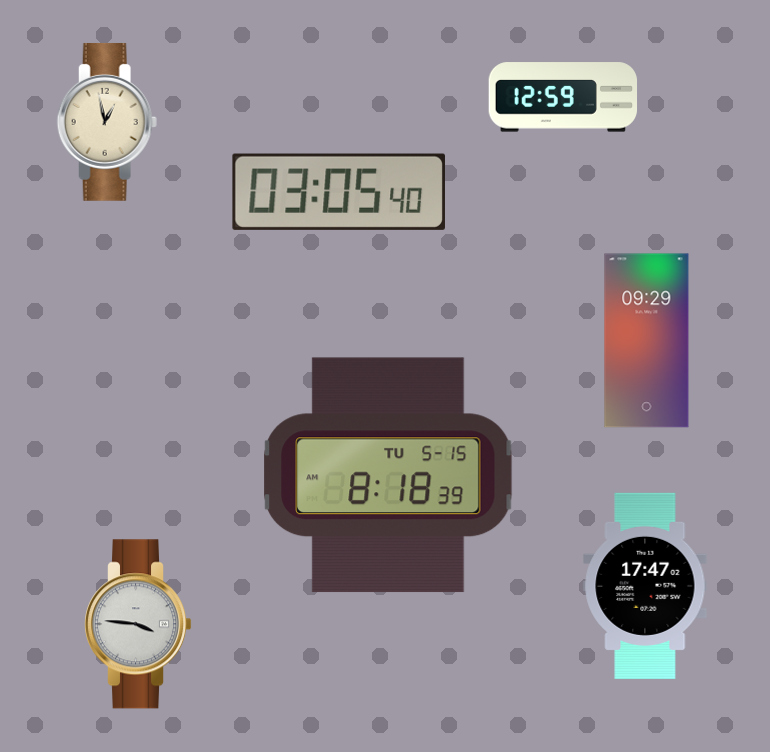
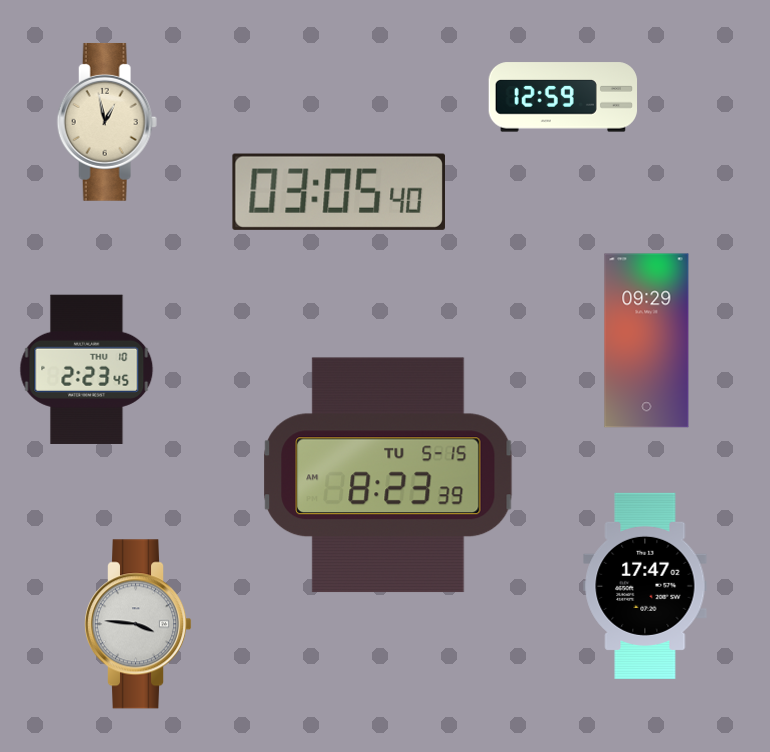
clock at (87, 369): none -> 2:23
clock at (388, 475): 8:18 -> 8:23
